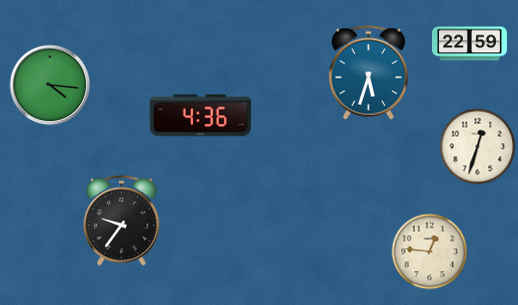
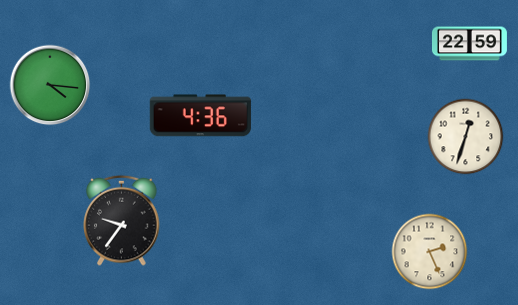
clock at (368, 73): 5:33 -> none
clock at (478, 147) position: (478, 147) -> (466, 137)
clock at (430, 252): 12:46 -> 2:26
